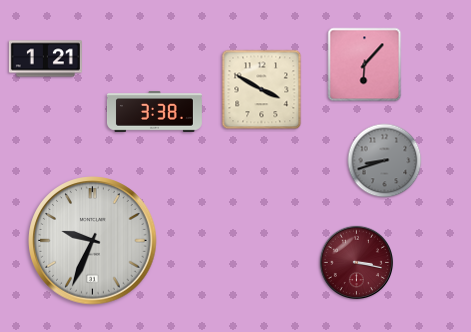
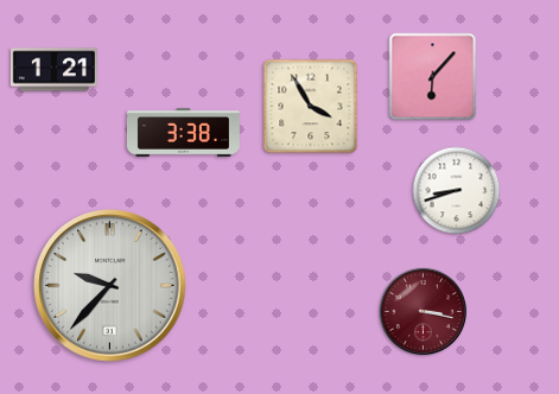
clock at (262, 90): 3:50 -> 3:55
clock at (385, 161) dial: grey -> white
clock at (93, 241): 9:34 -> 9:37
